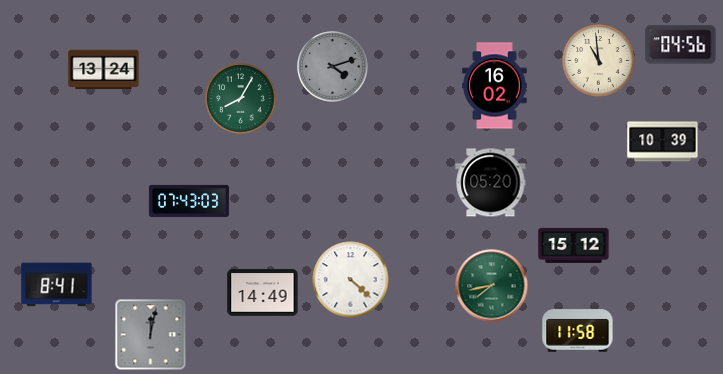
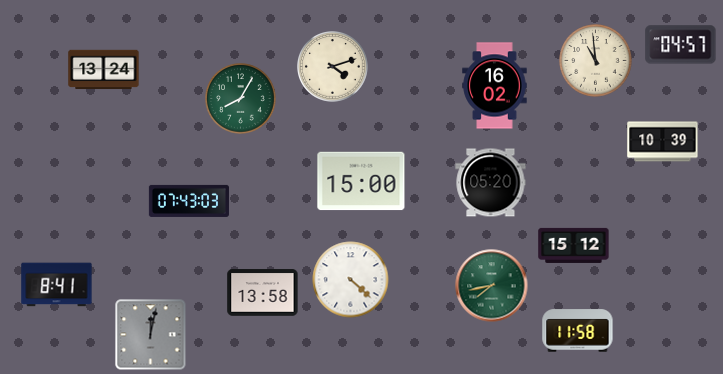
clock at (681, 45): 04:56 -> 04:57
clock at (599, 61) position: (599, 61) -> (596, 61)
clock at (333, 67) dial: grey -> cream
clock at (361, 181): none -> 15:00
clock at (263, 293): 14:49 -> 13:58
